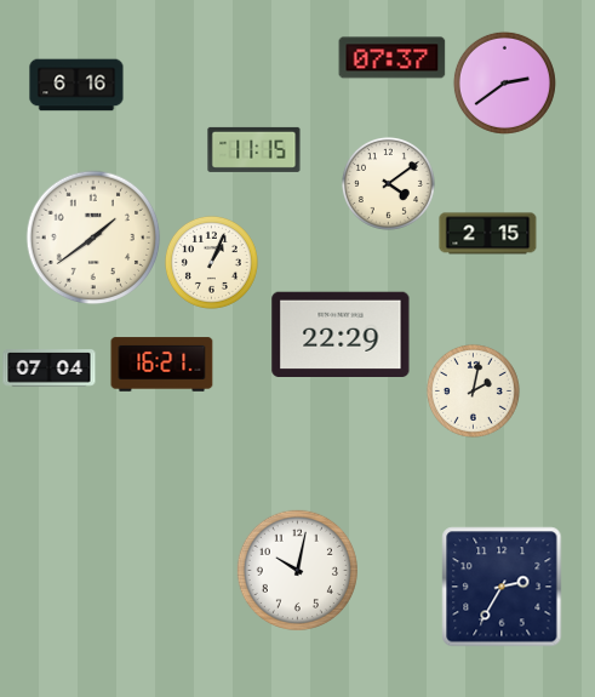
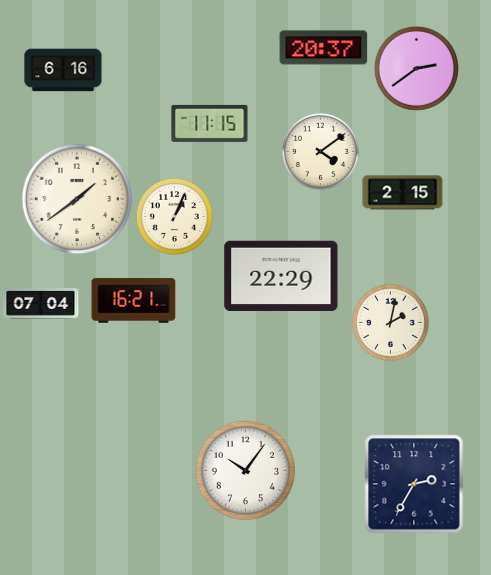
clock at (393, 58): 07:37 -> 20:37
clock at (93, 238) position: (93, 238) -> (77, 199)
clock at (297, 570): 10:02 -> 10:06
